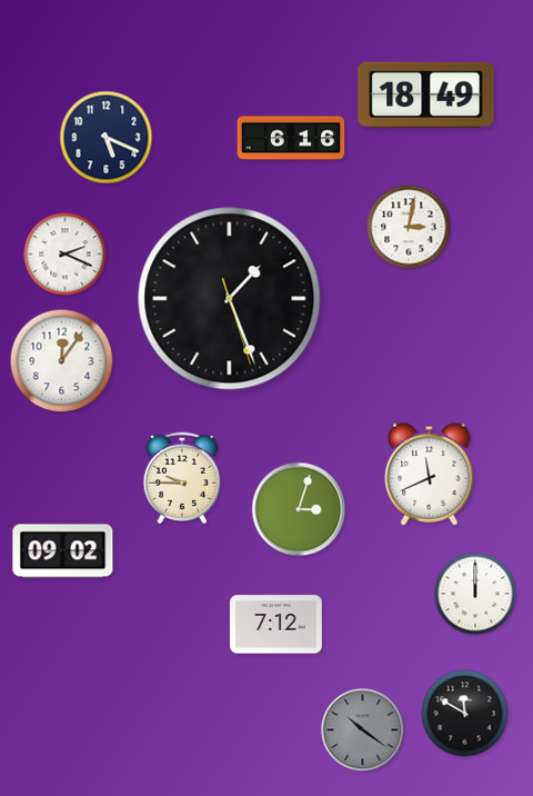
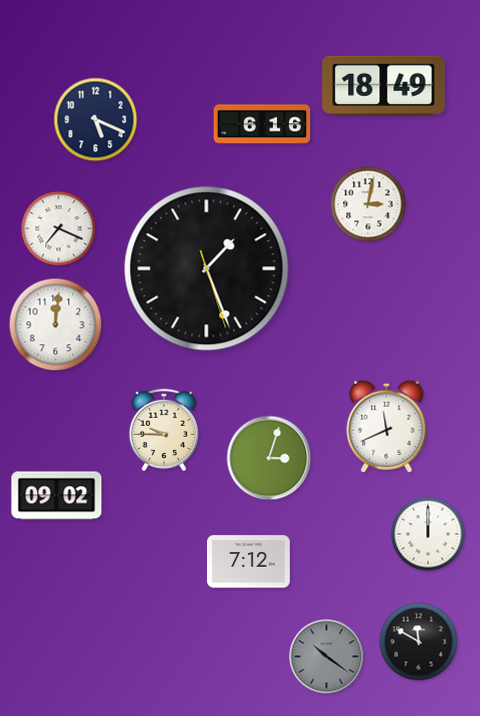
clock at (107, 138) position: (107, 138) -> (96, 120)
clock at (66, 255): 2:19 -> 7:19
clock at (62, 361): 12:06 -> 12:01
